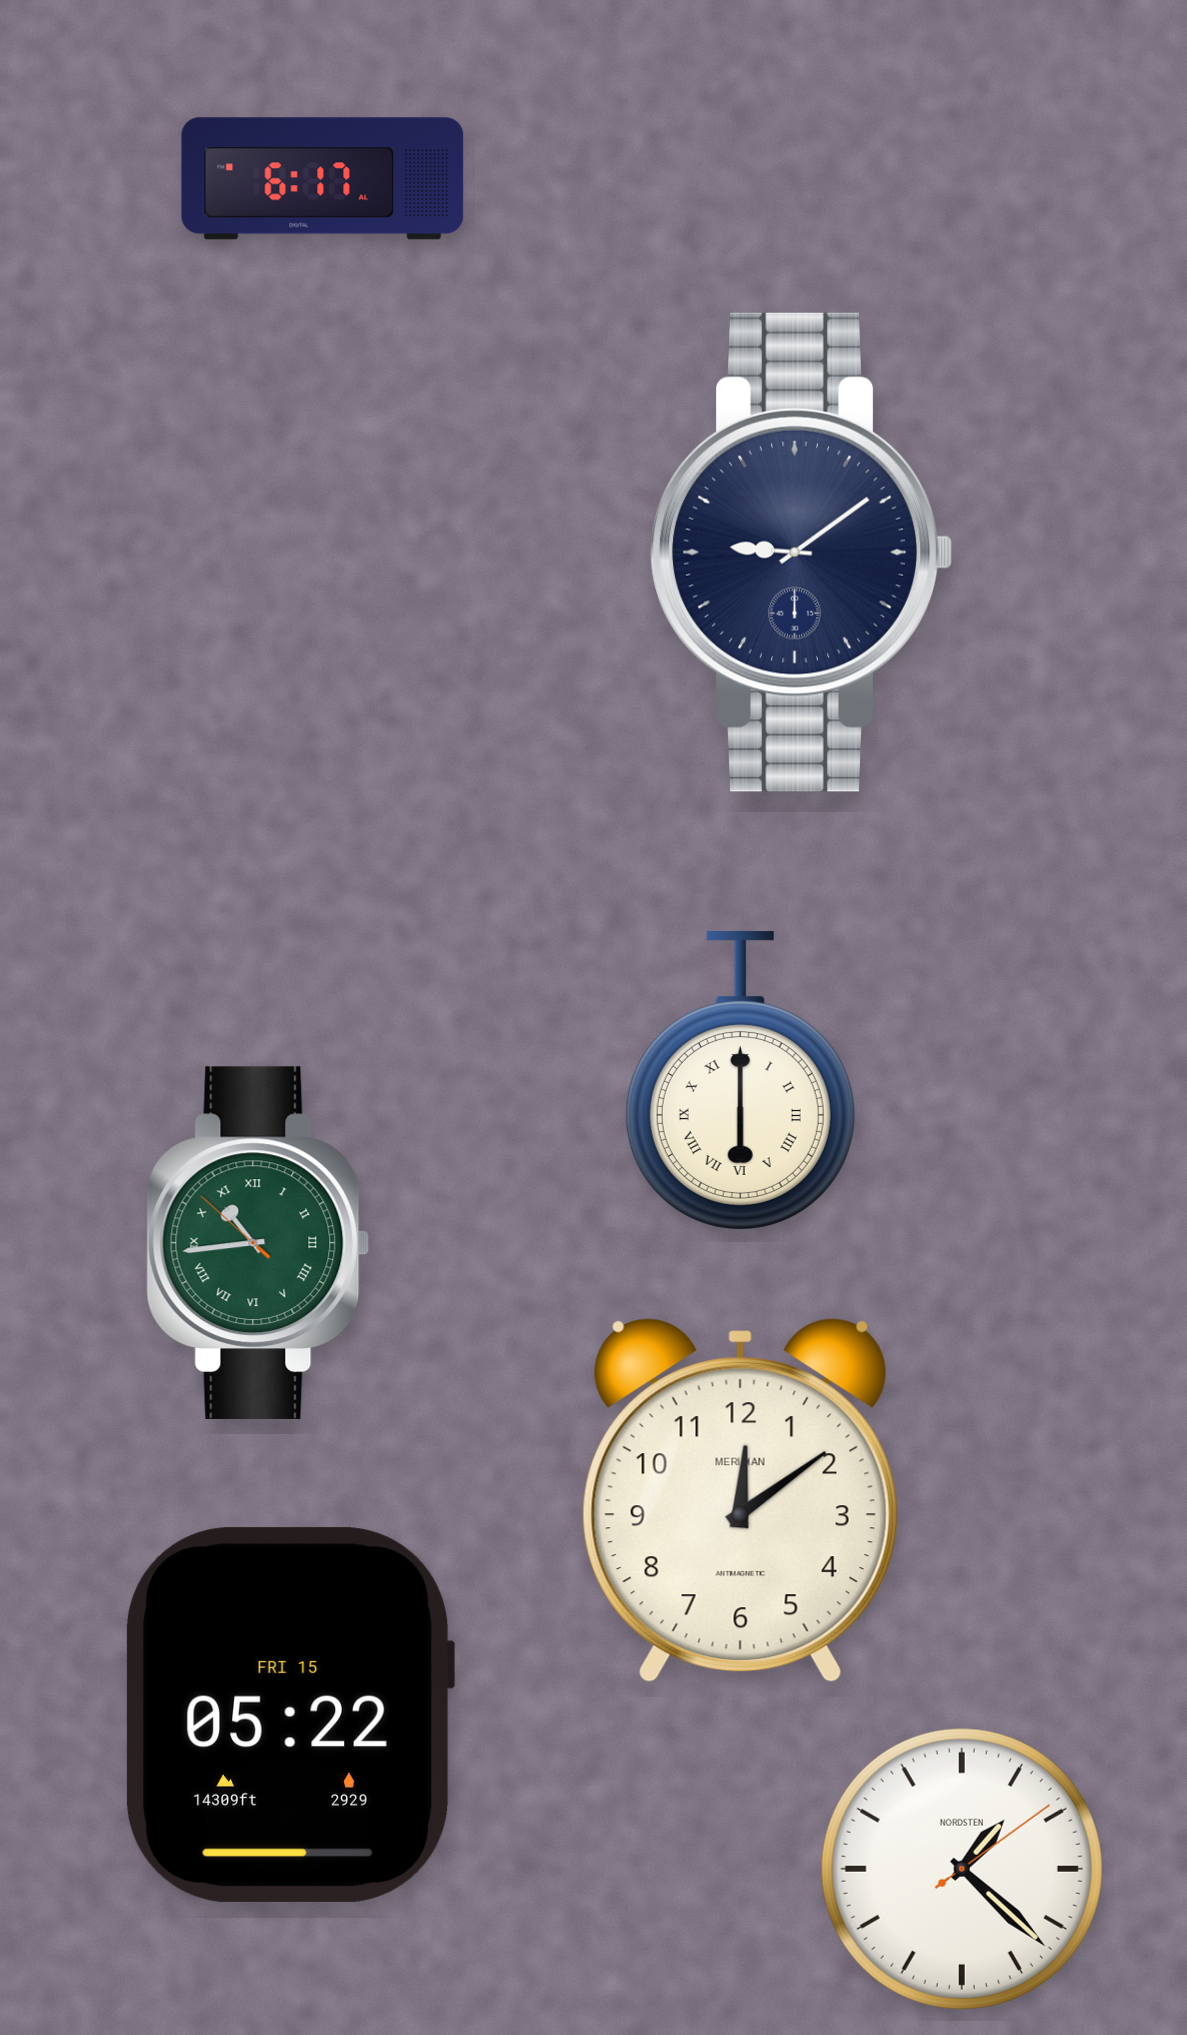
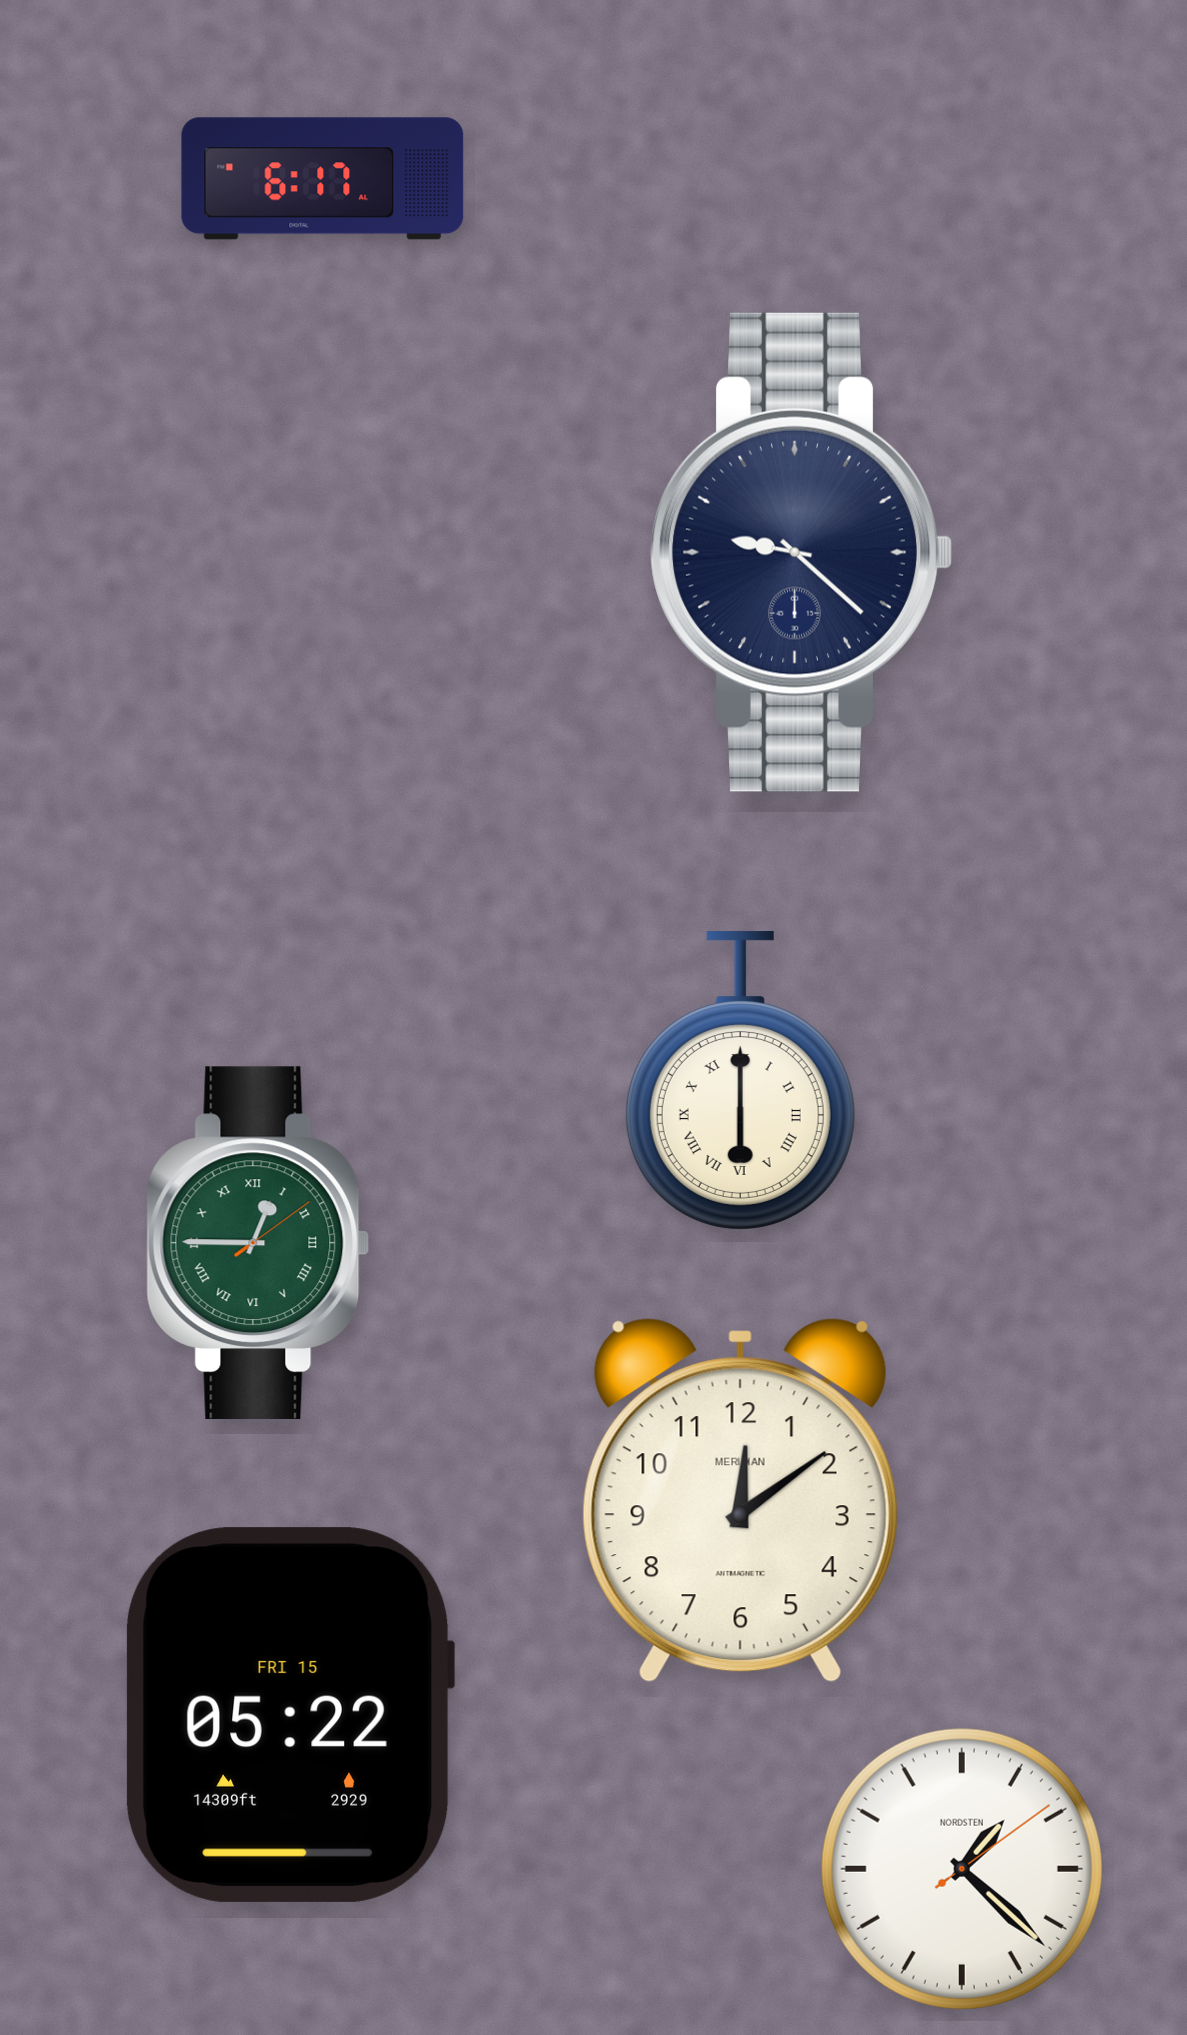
clock at (801, 552): 9:09 -> 9:22
clock at (258, 1243): 10:43 -> 12:45
